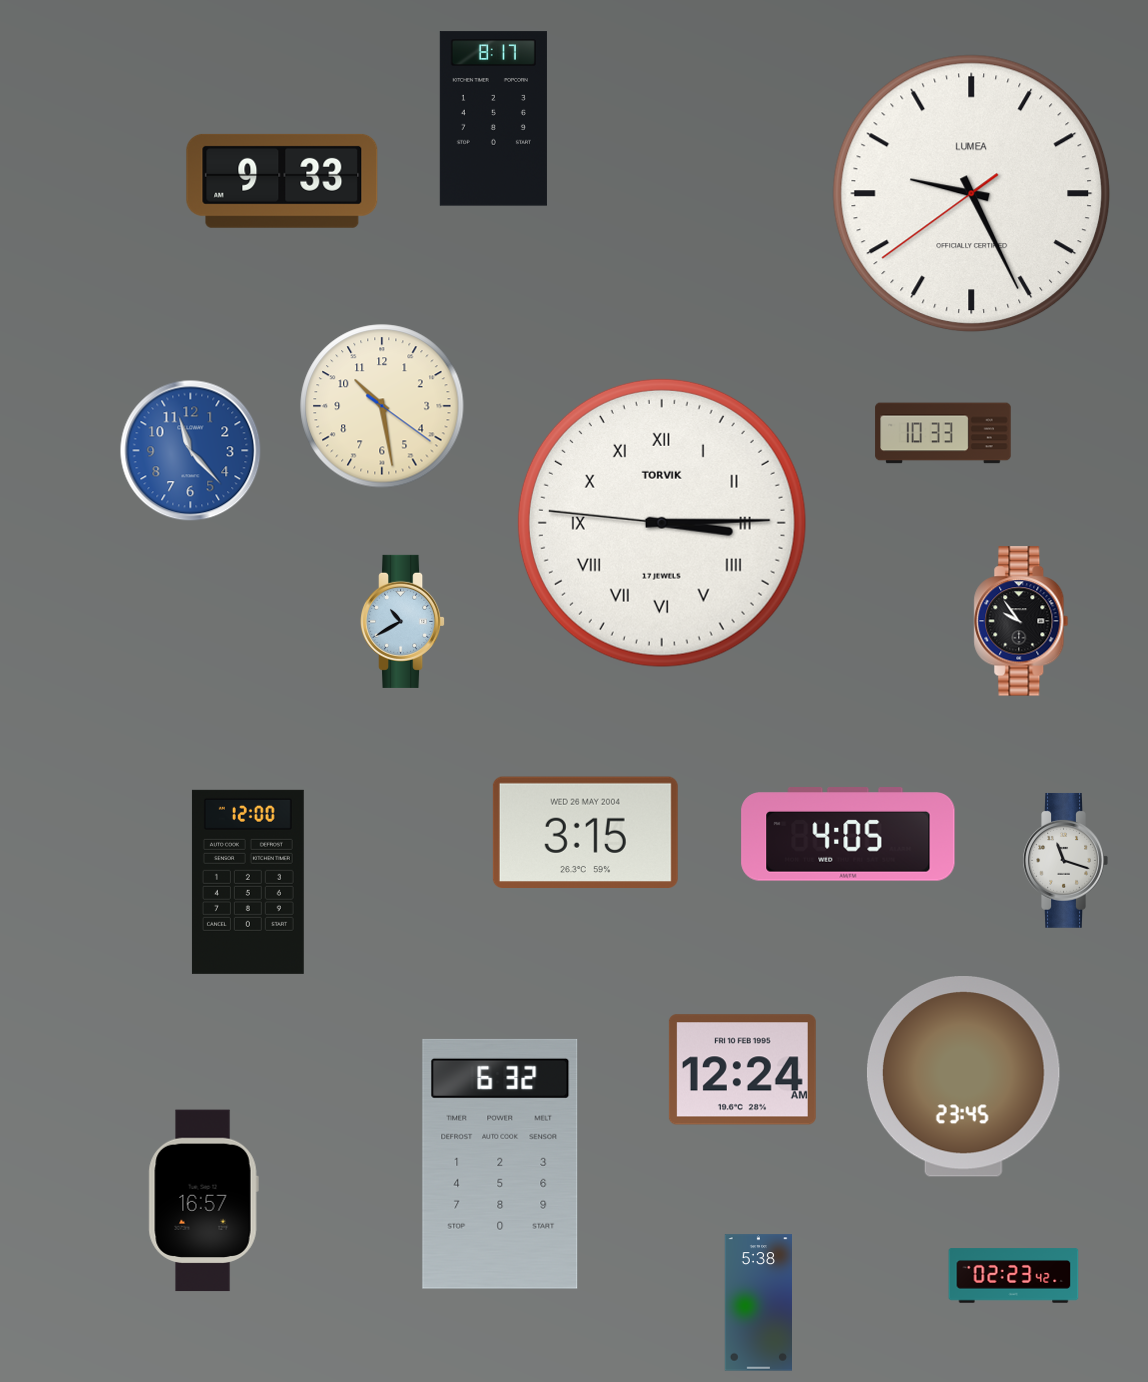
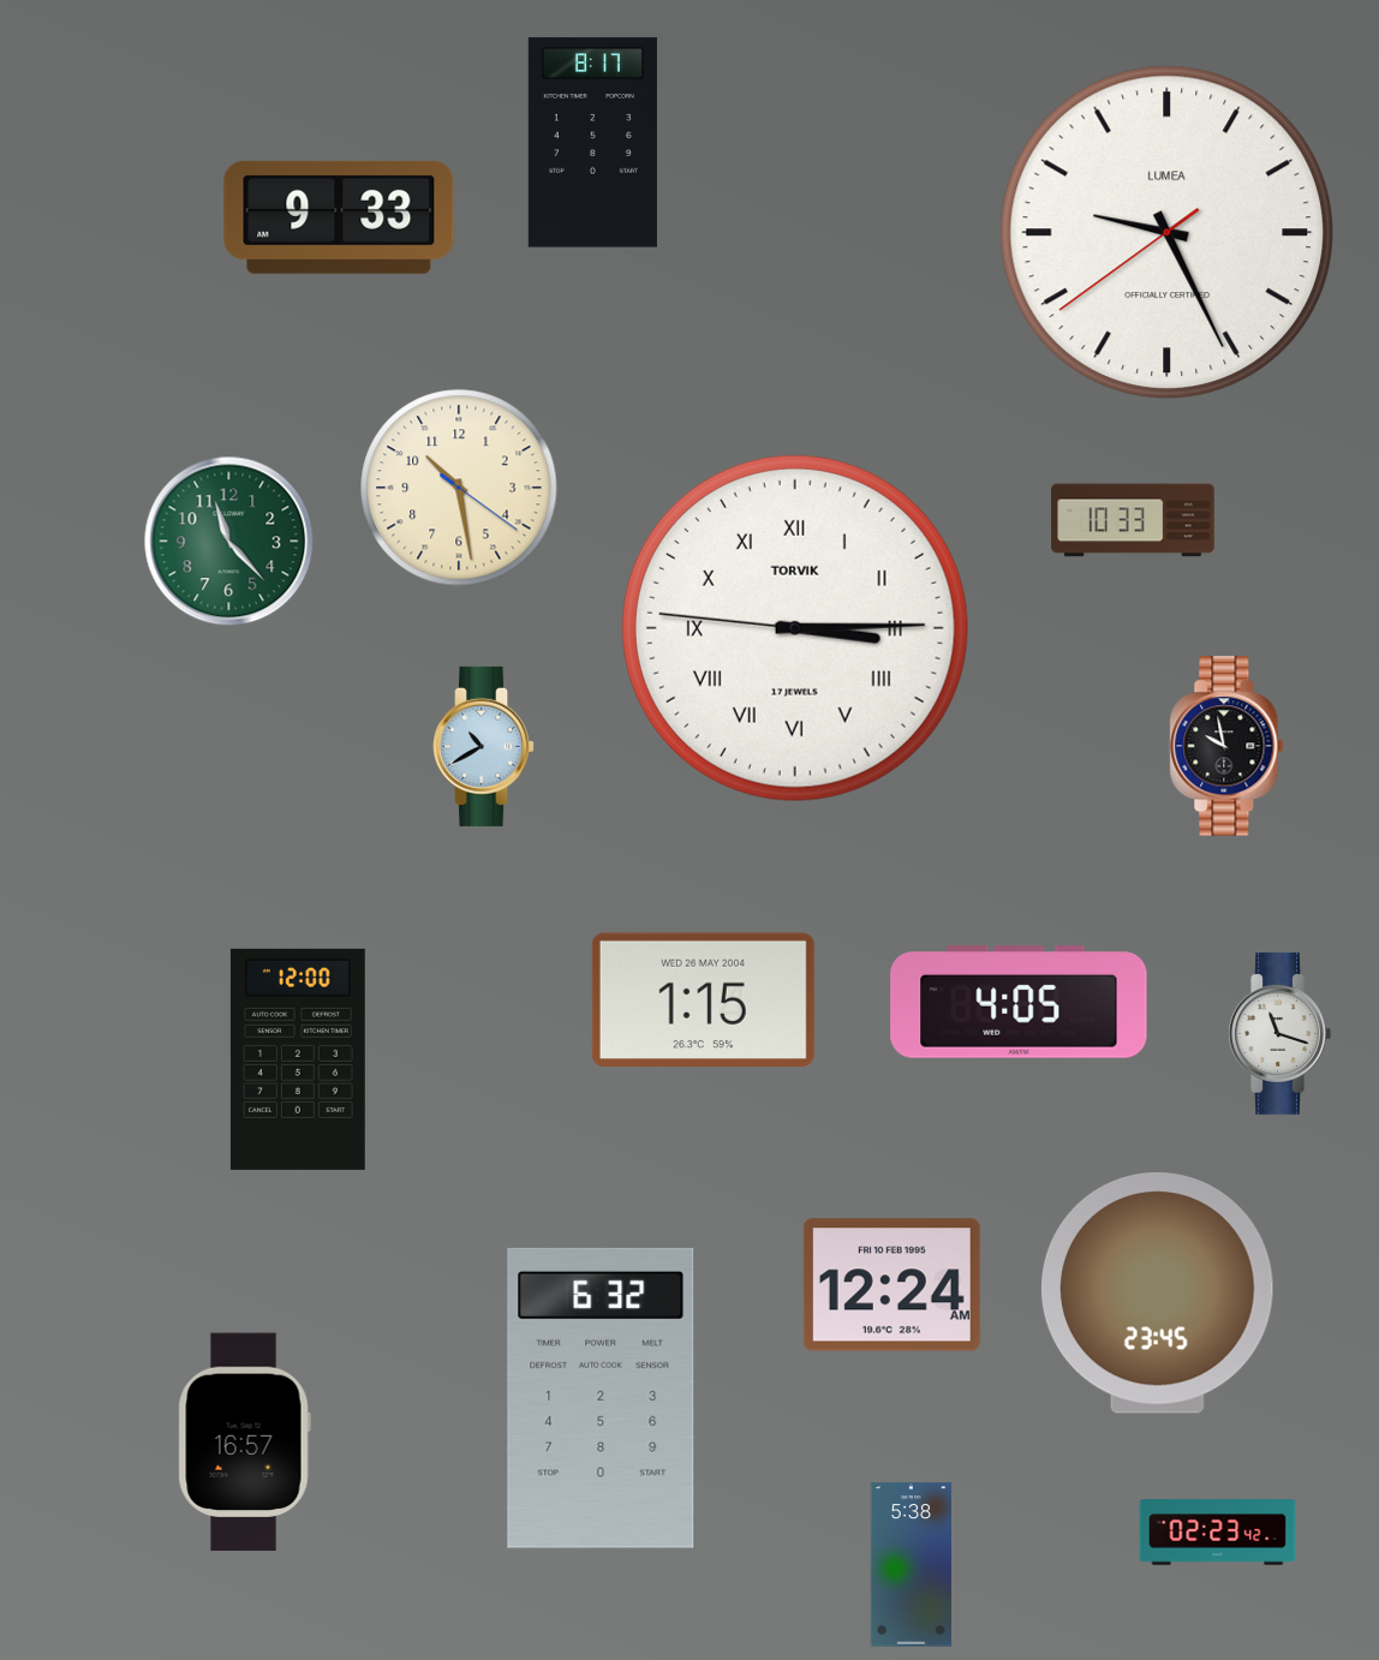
clock at (191, 451) dial: blue -> green
clock at (1021, 621): 9:54 -> 9:58
clock at (585, 832): 3:15 -> 1:15
